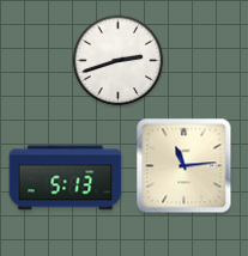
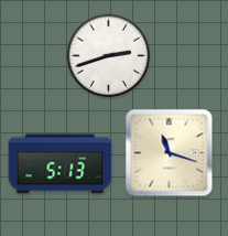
clock at (185, 166): 11:14 -> 11:18
